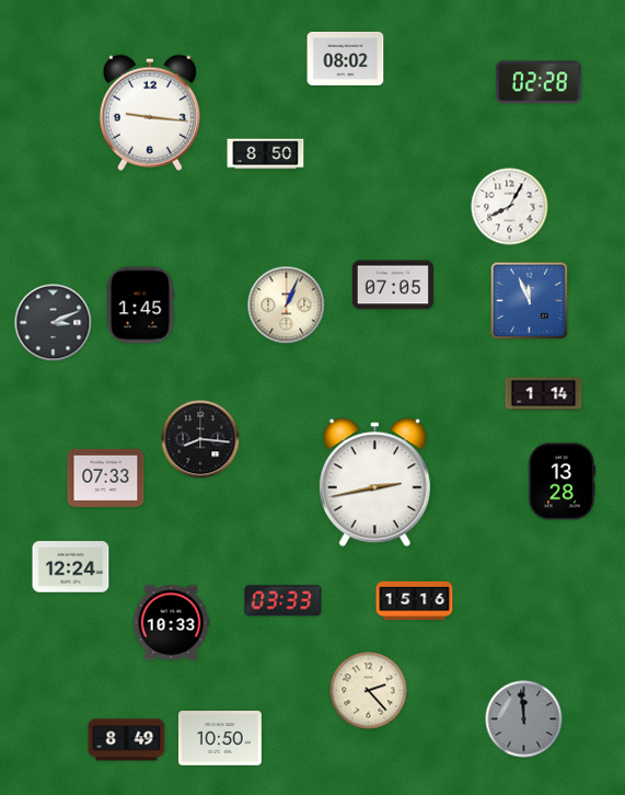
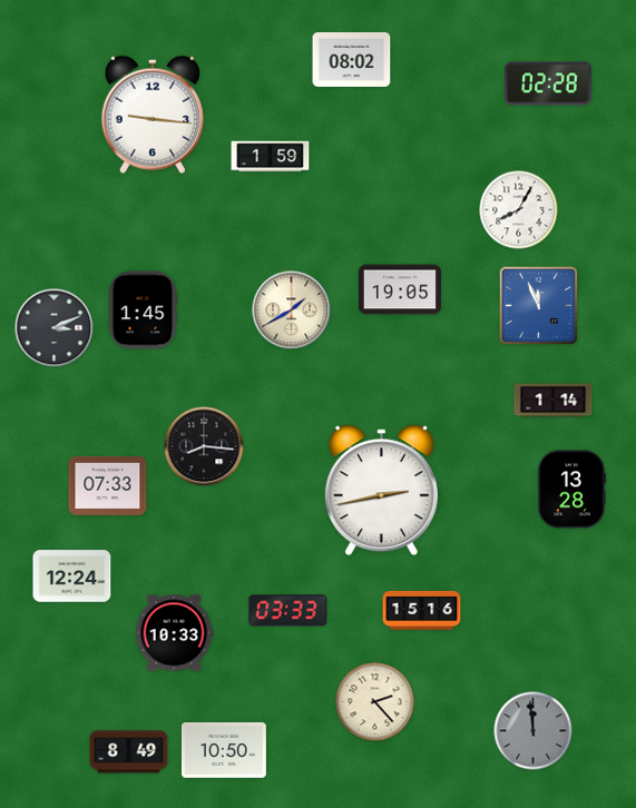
clock at (266, 154): 8:50 -> 1:59
clock at (393, 285): 07:05 -> 19:05
clock at (287, 306): 1:04 -> 1:40
